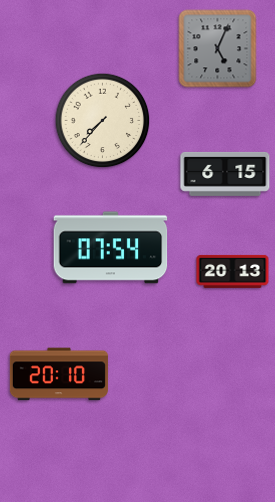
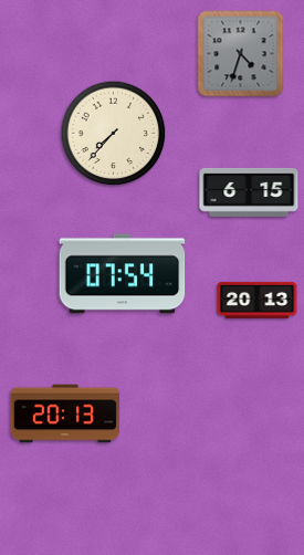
clock at (218, 49): 5:04 -> 4:33
clock at (59, 374): 20:10 -> 20:13
